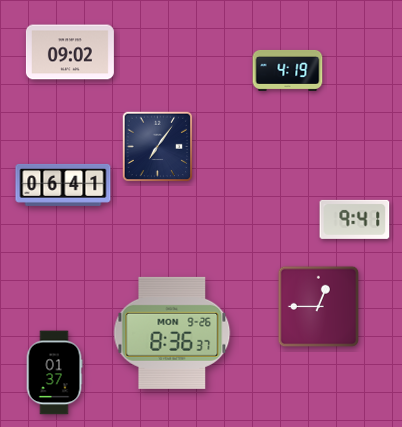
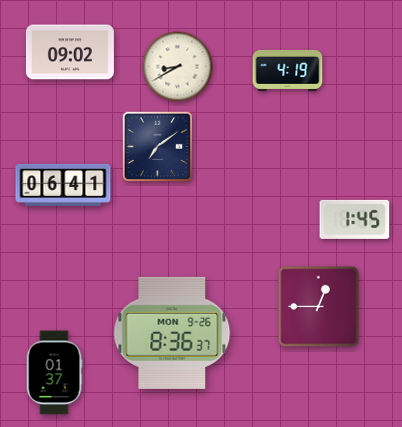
clock at (178, 67): none -> 8:40
clock at (158, 147): 7:06 -> 7:09
clock at (355, 219): 9:41 -> 1:45
